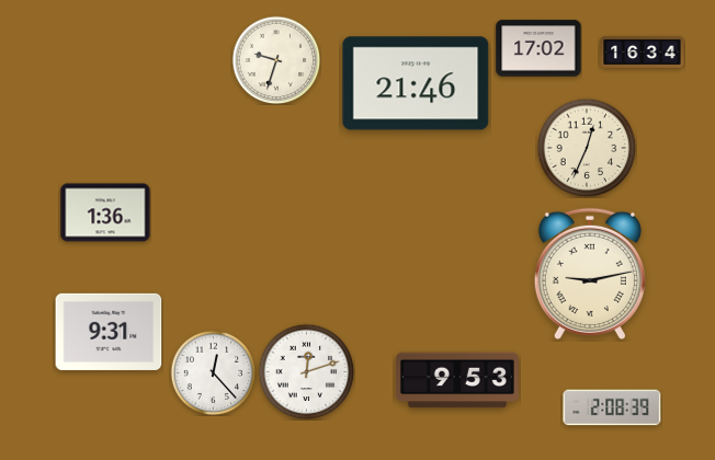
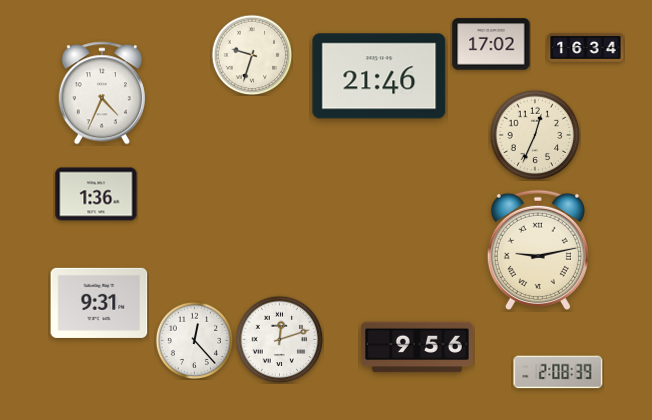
clock at (102, 93): none -> 4:34
clock at (457, 380): 9:53 -> 9:56
